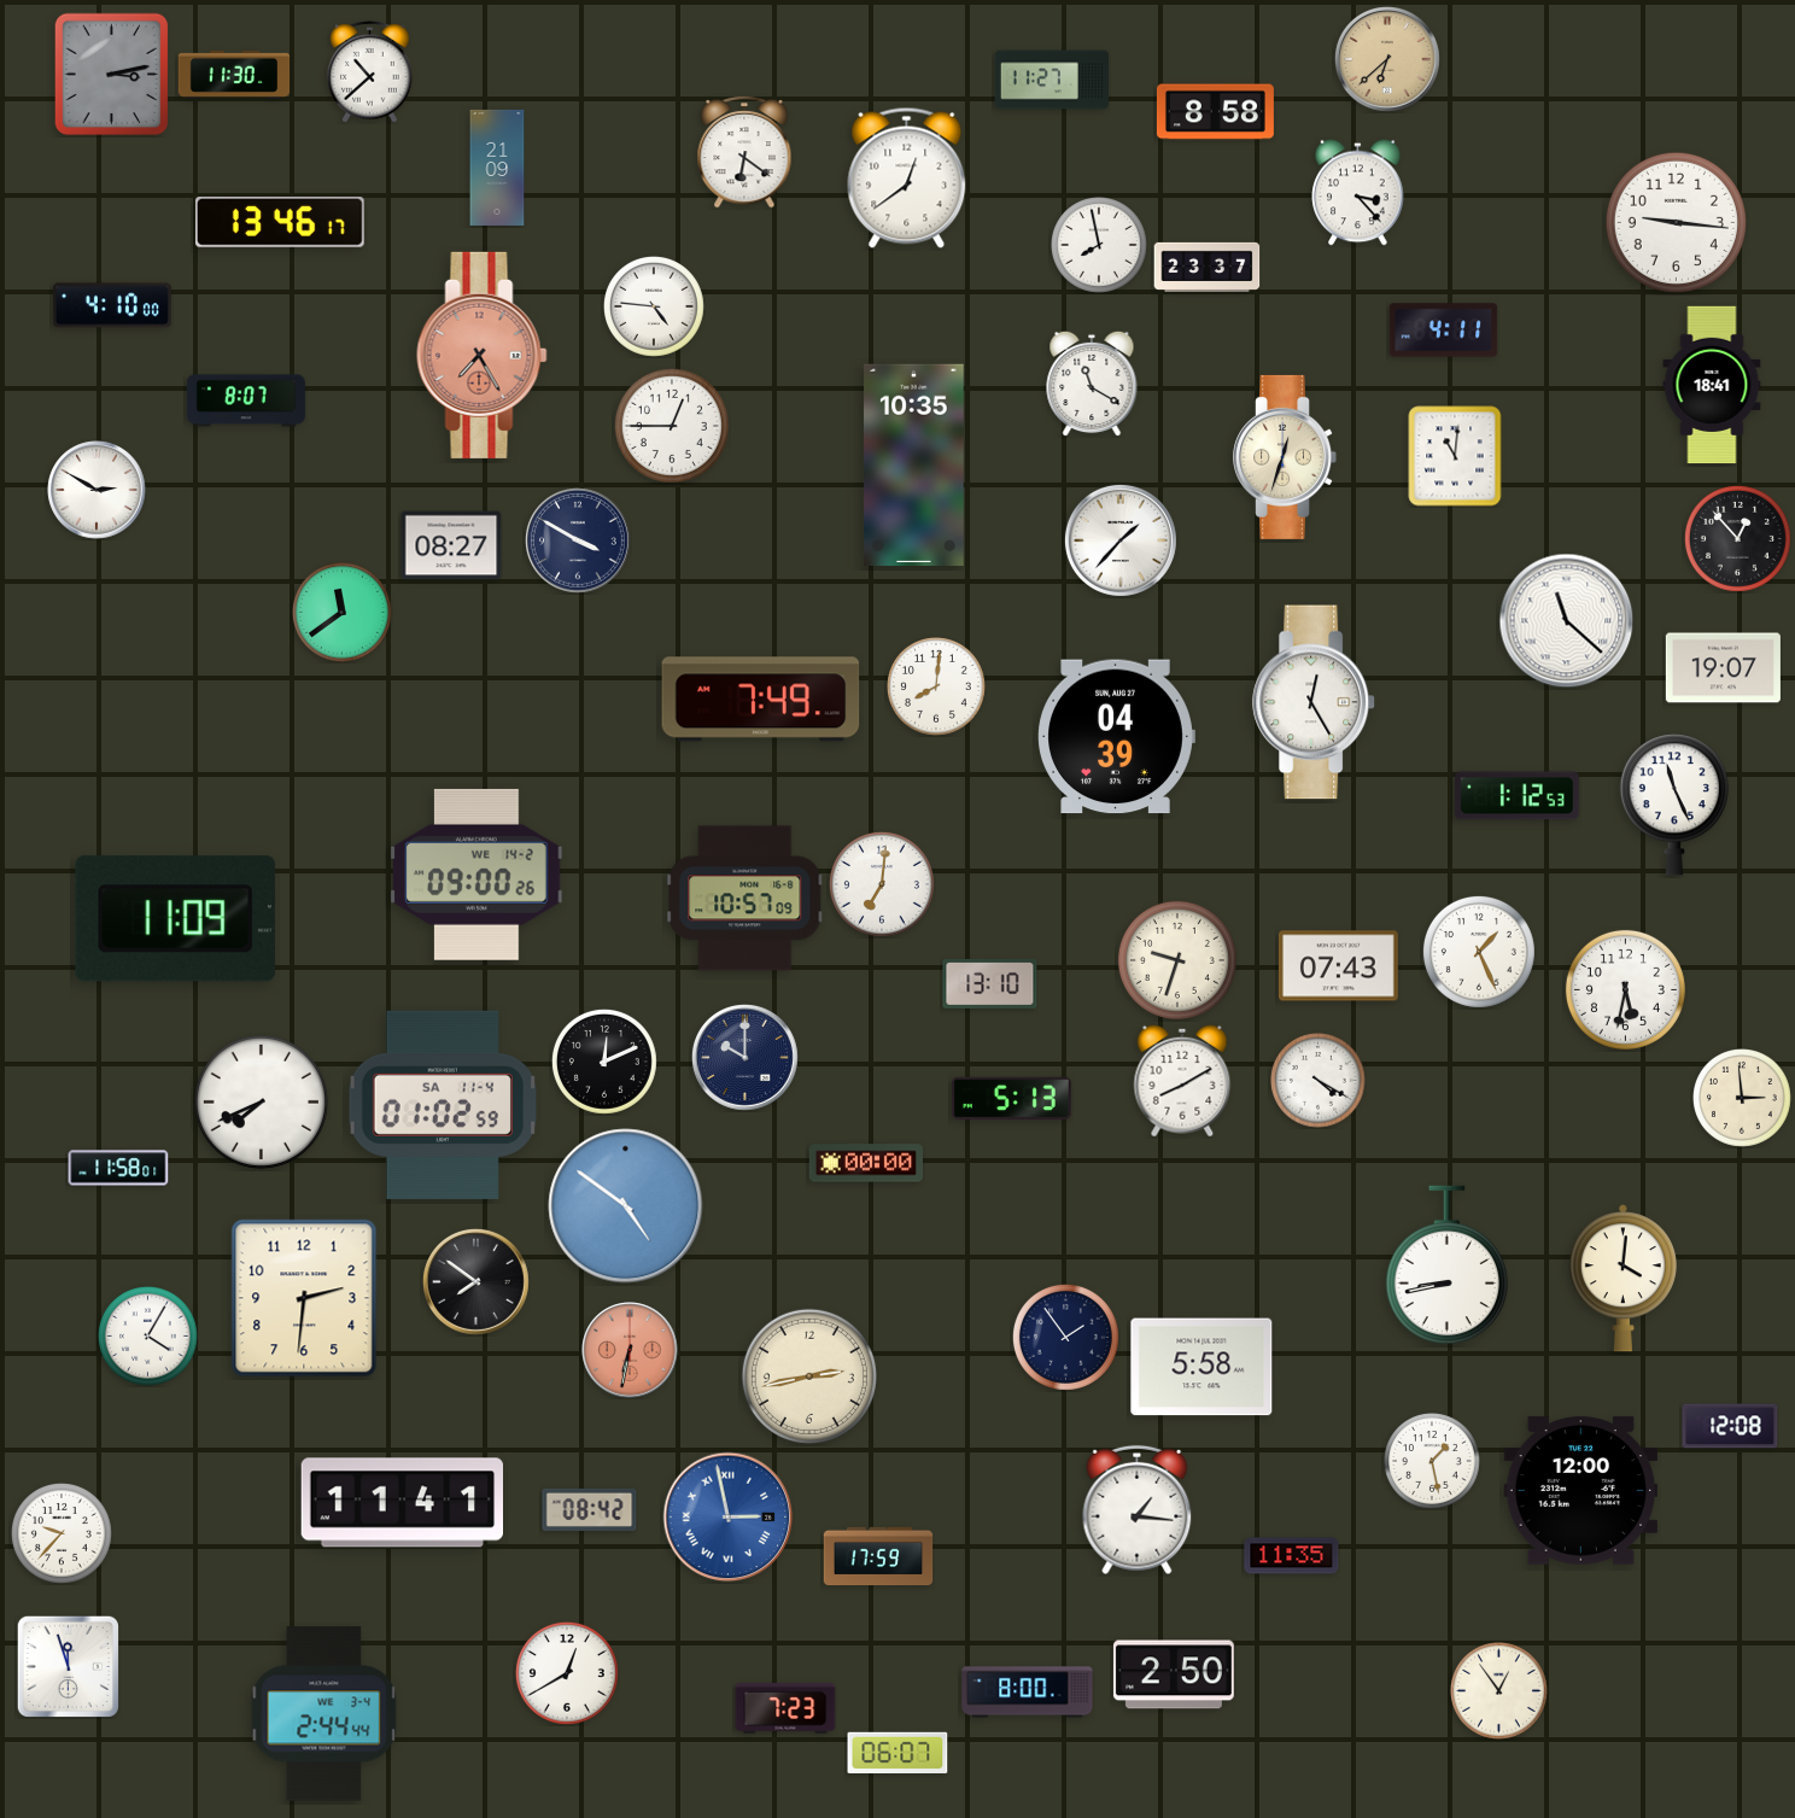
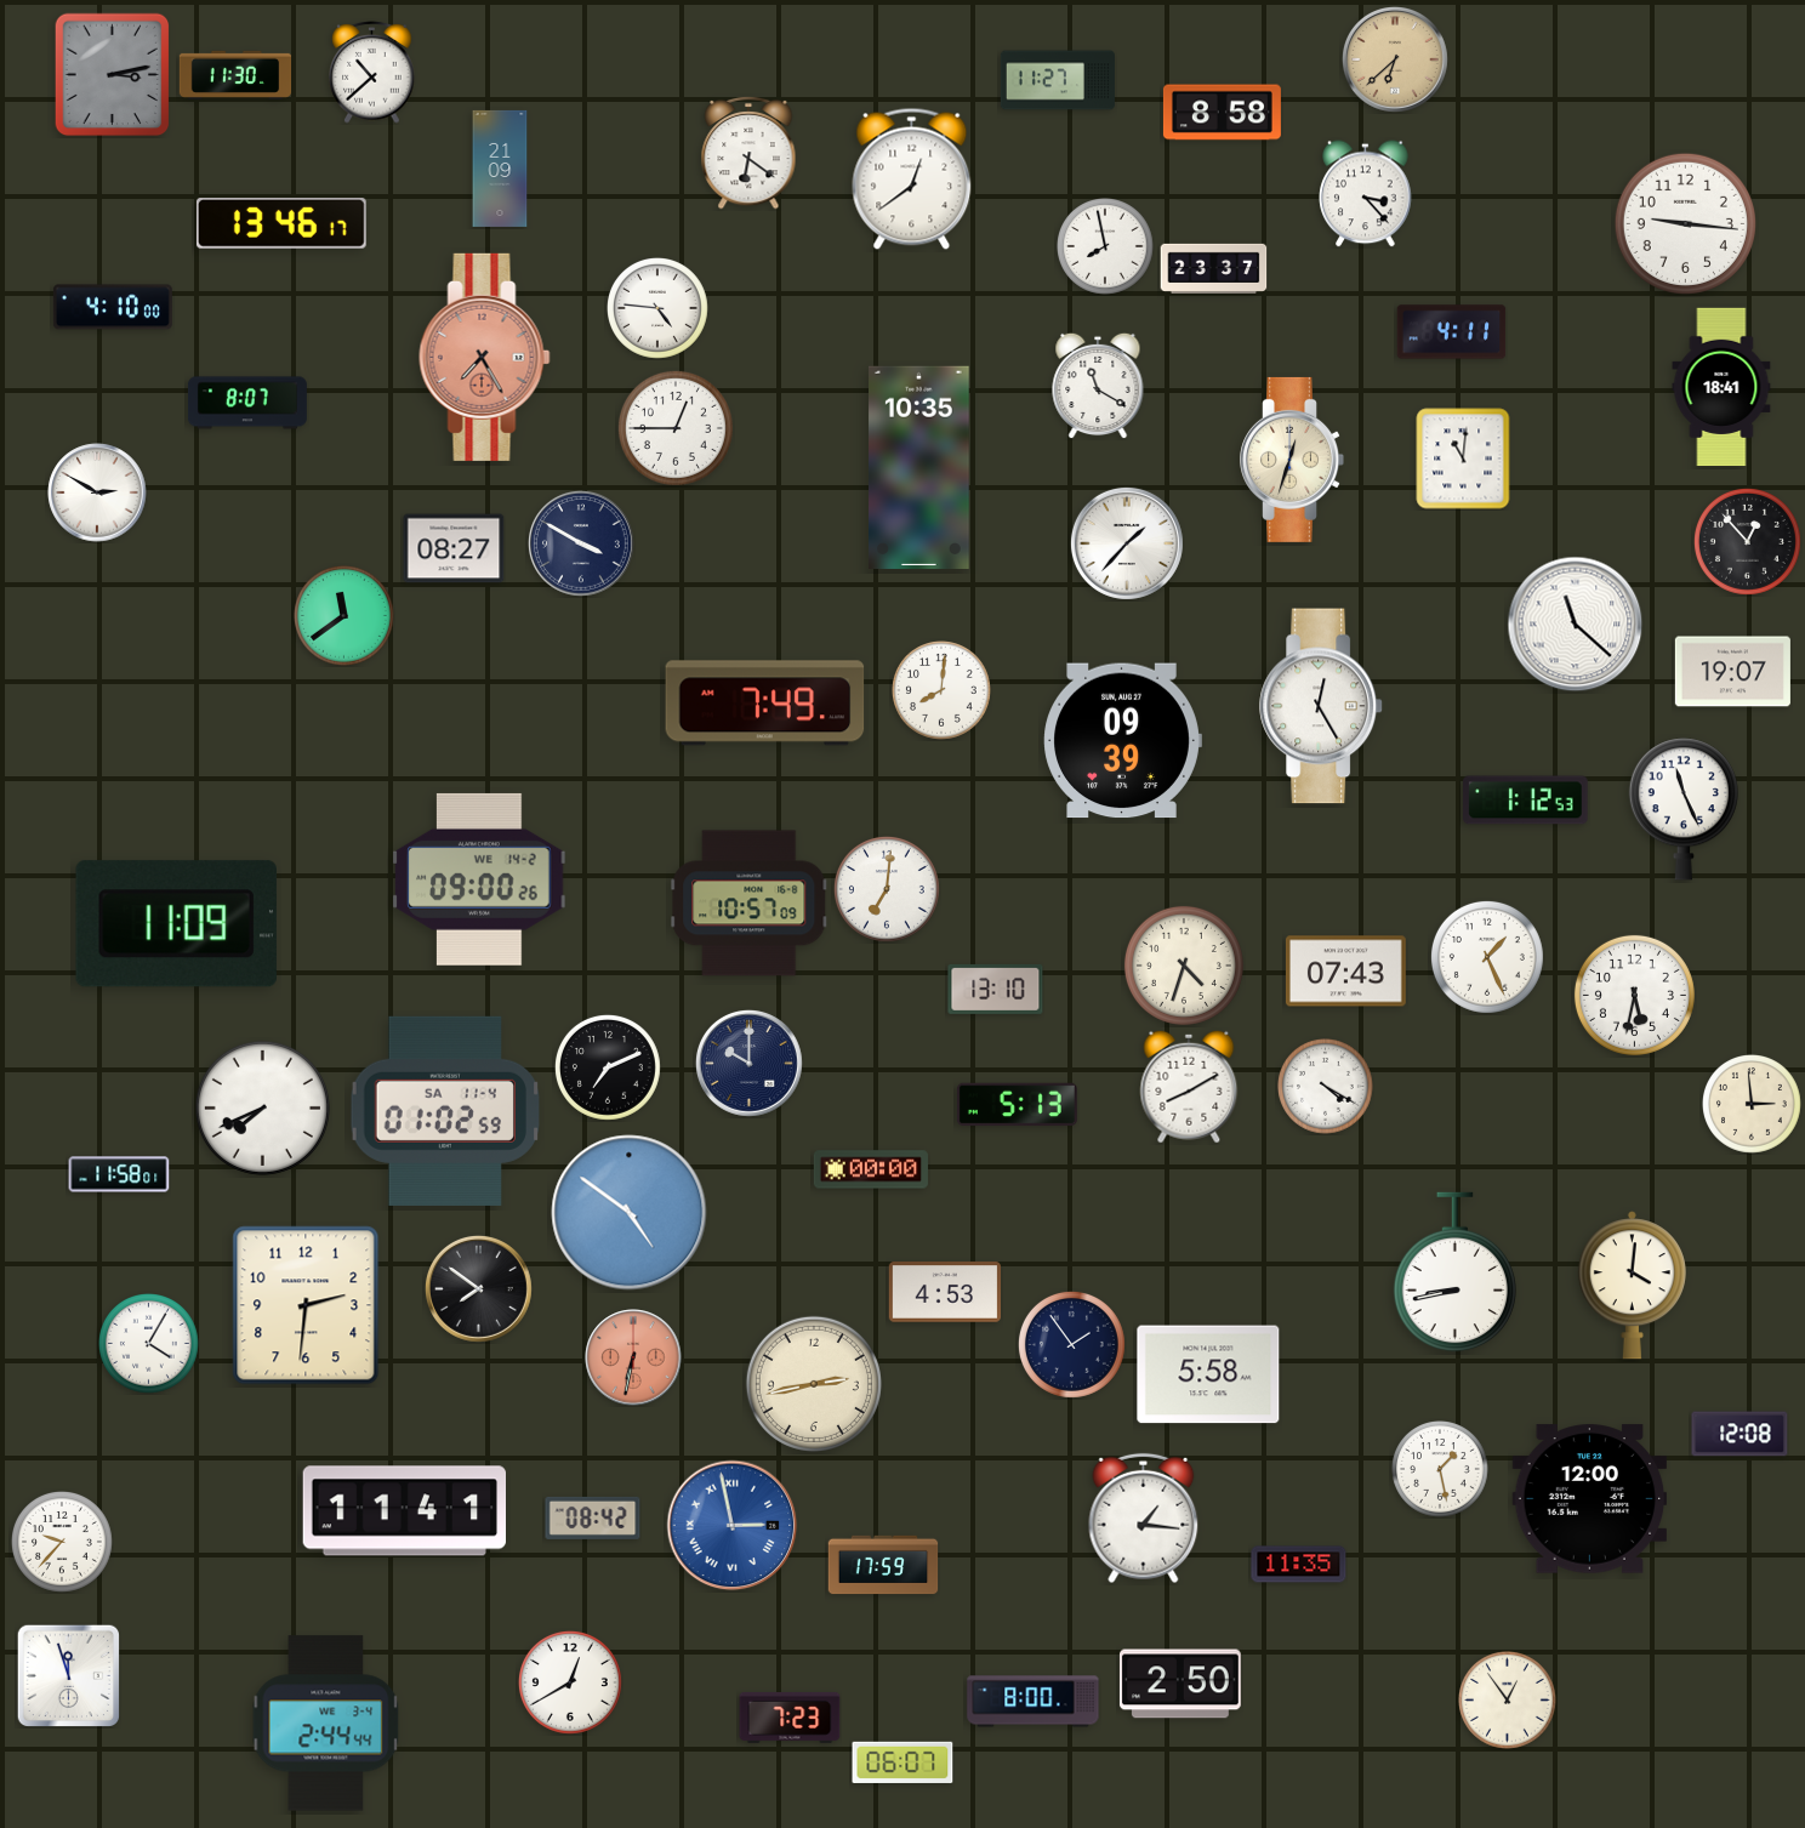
clock at (1116, 737): 04:39 -> 09:39
clock at (1177, 960): 9:33 -> 4:33
clock at (604, 1062): 12:11 -> 7:11
clock at (944, 1292): none -> 4:53
